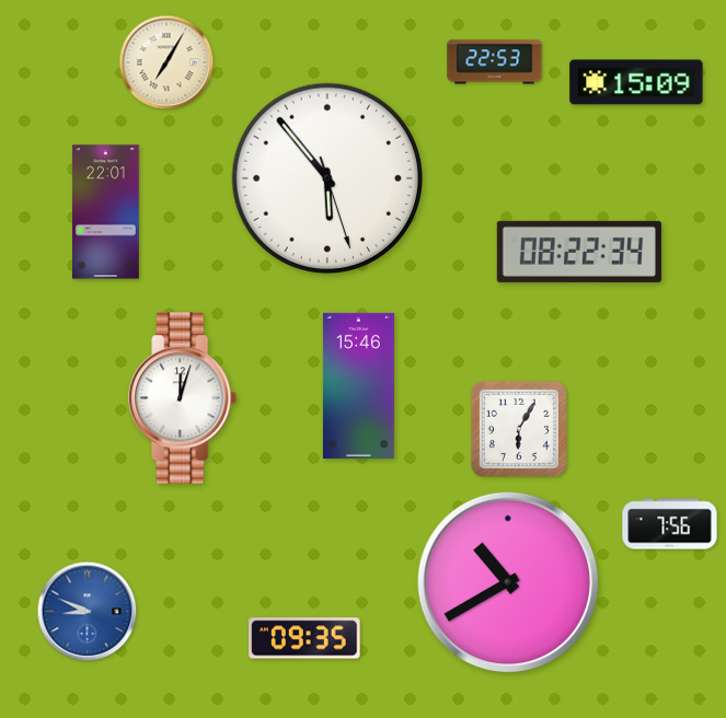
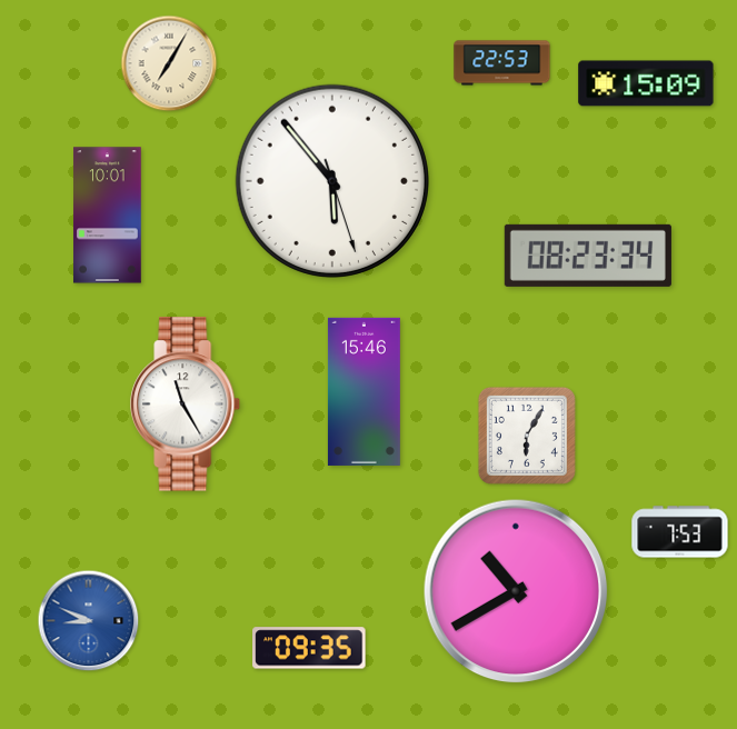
clock at (106, 212): 22:01 -> 10:01
clock at (579, 252): 08:22 -> 08:23
clock at (183, 398): 12:03 -> 11:25
clock at (670, 524): 7:56 -> 7:53
